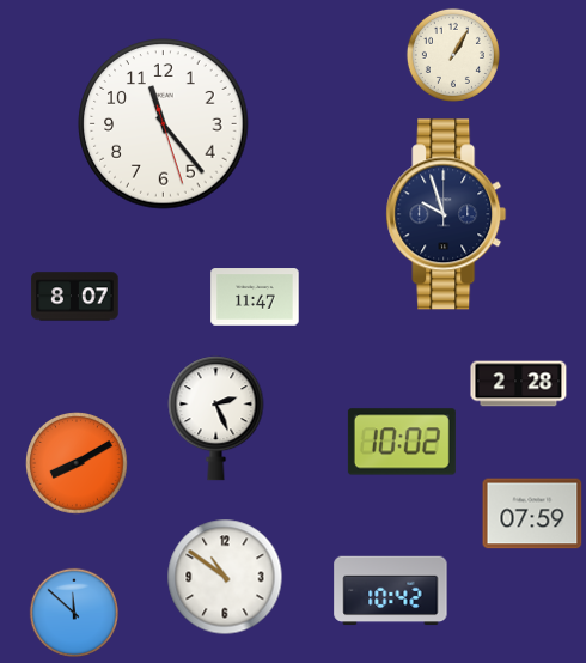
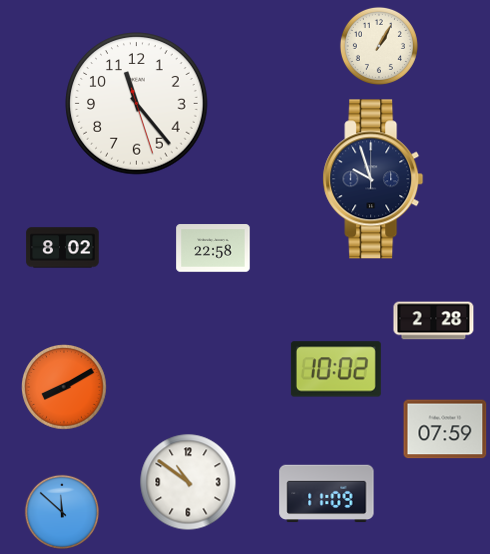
clock at (75, 297): 8:07 -> 8:02
clock at (255, 297): 11:47 -> 22:58
clock at (216, 419): 2:26 -> none
clock at (391, 591): 10:42 -> 11:09
